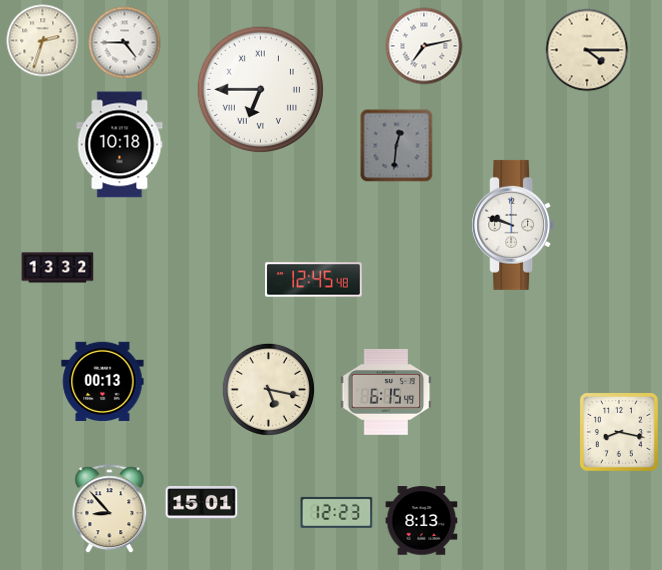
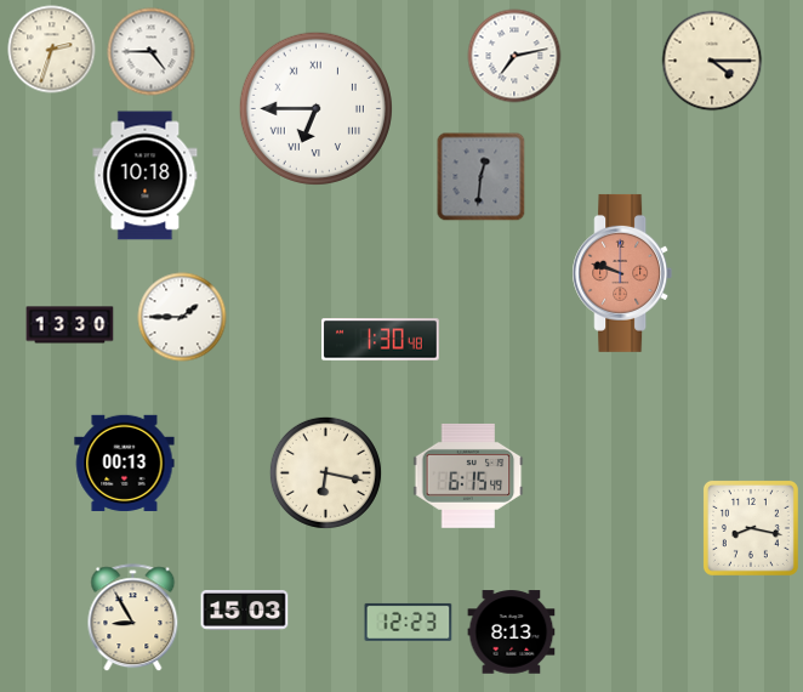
clock at (513, 225) dial: white -> salmon
clock at (182, 317): none -> 1:45
clock at (58, 268): 13:32 -> 13:30
clock at (314, 280): 12:45 -> 1:30
clock at (268, 389): 5:17 -> 6:17
clock at (619, 432) position: (619, 432) -> (751, 528)
clock at (202, 503): 15:01 -> 15:03
clock at (110, 509): 8:53 -> 8:55
